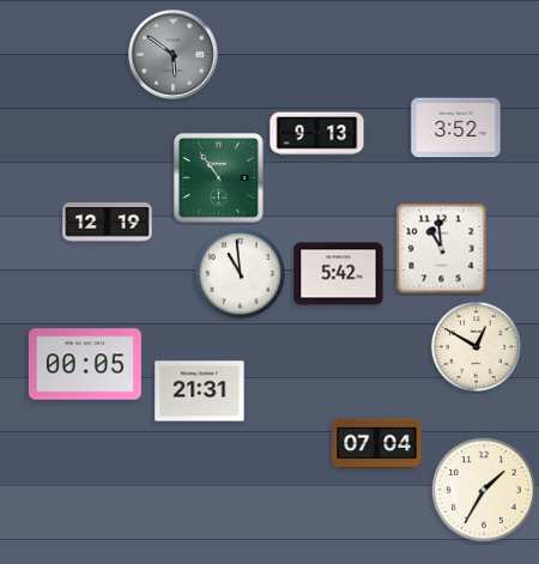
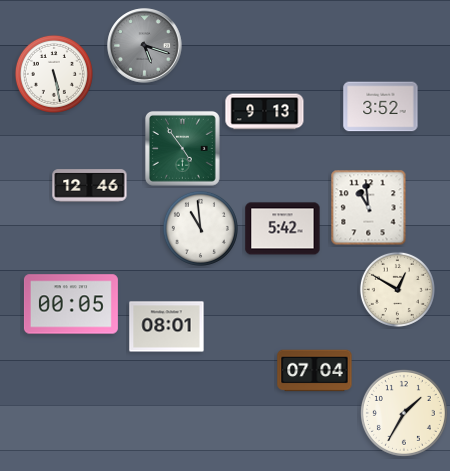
clock at (174, 55): 5:51 -> 5:18
clock at (54, 74): none -> 5:28
clock at (218, 177): 10:54 -> 4:54
clock at (108, 223): 12:19 -> 12:46
clock at (200, 392): 21:31 -> 08:01
clock at (484, 490) position: (484, 490) -> (404, 413)
